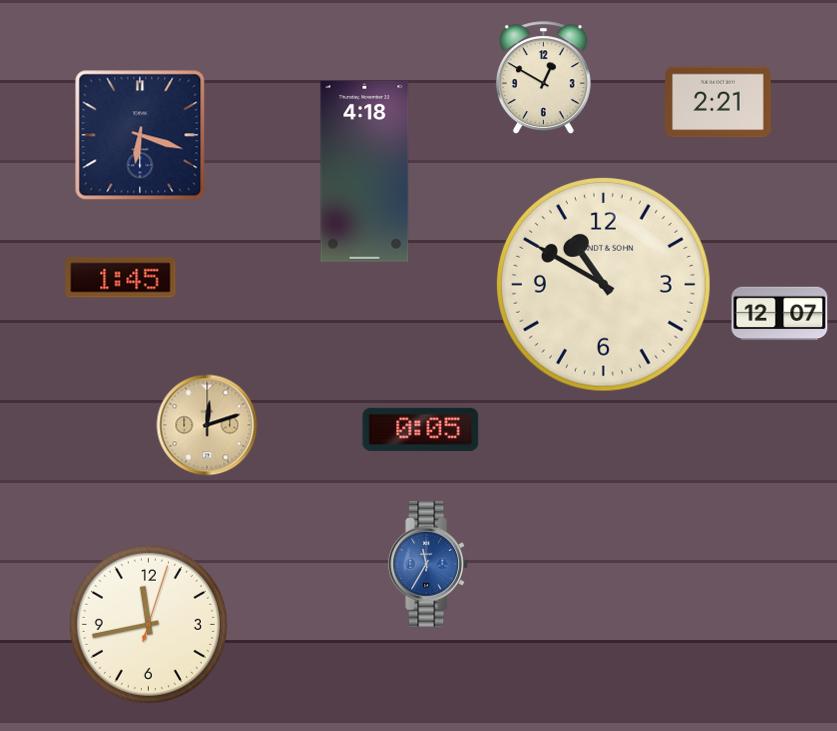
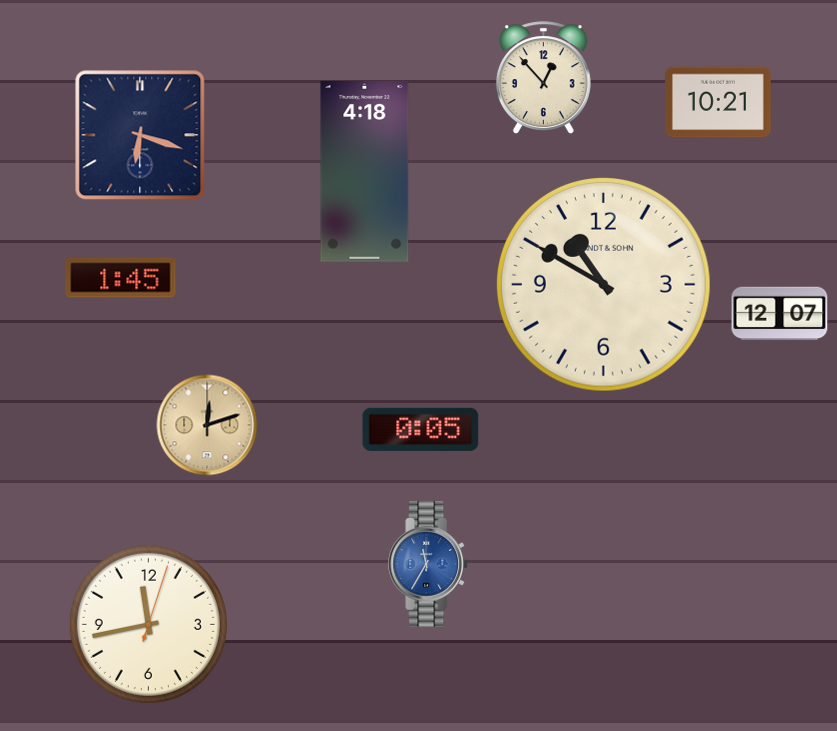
clock at (543, 78): 12:50 -> 12:53
clock at (719, 102): 2:21 -> 10:21
